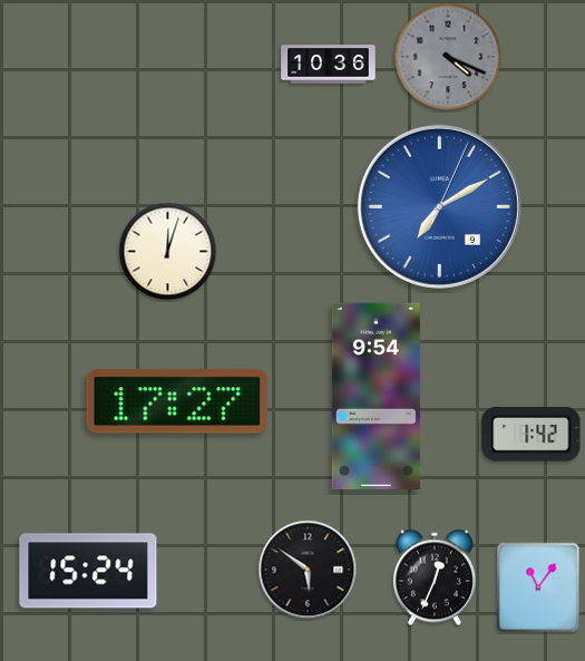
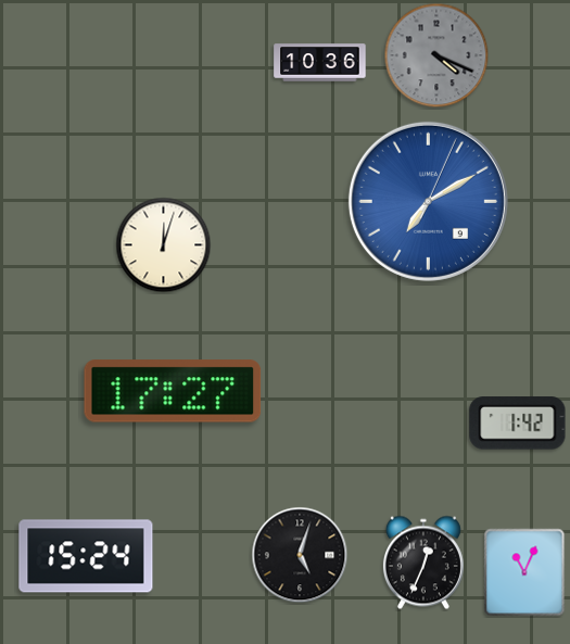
clock at (376, 396): 9:54 -> none
clock at (308, 570): 5:51 -> 5:03
clock at (538, 587): 11:06 -> 11:04
